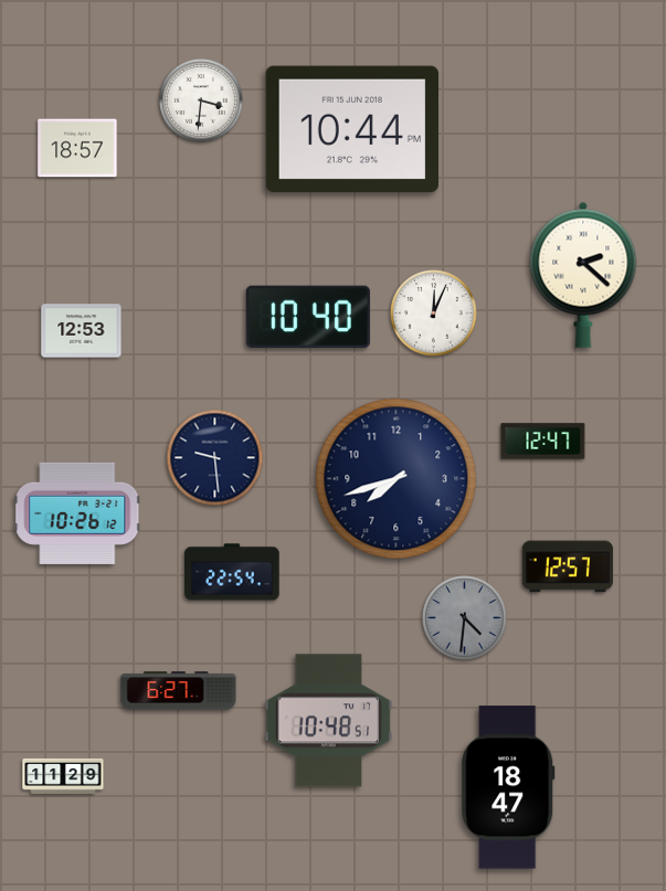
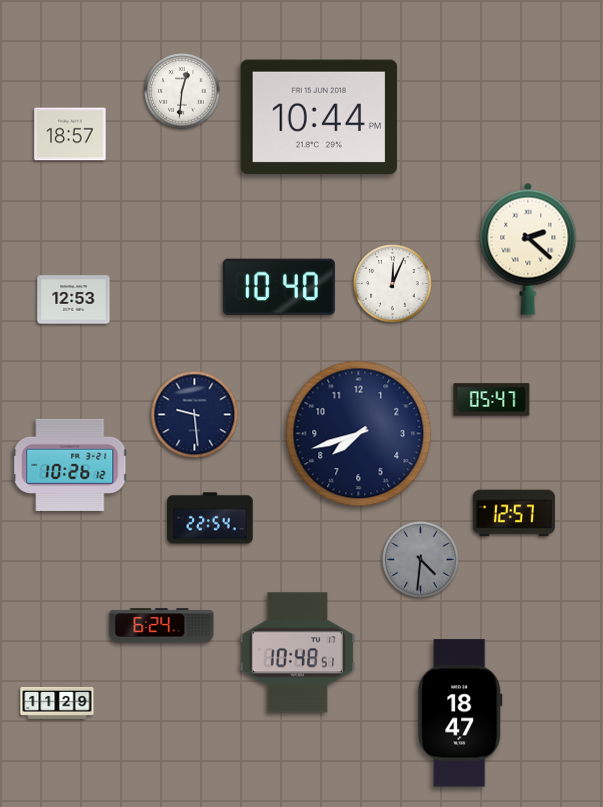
clock at (201, 100): 3:31 -> 12:31
clock at (543, 442): 12:47 -> 05:47
clock at (179, 691): 6:27 -> 6:24
